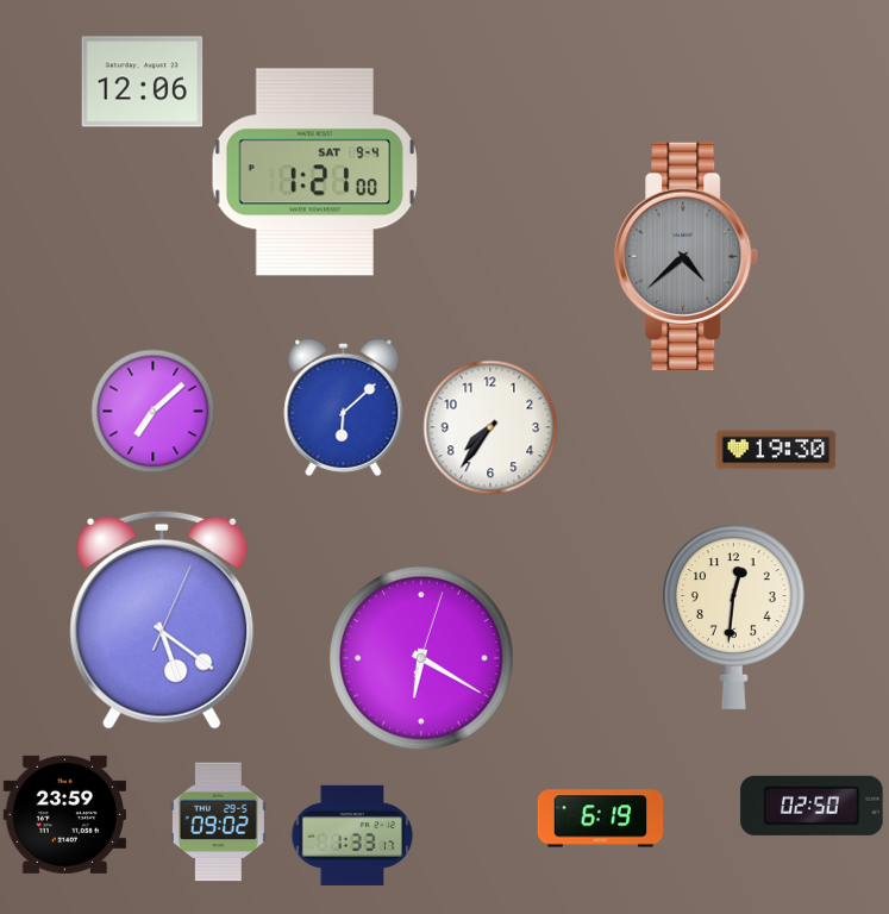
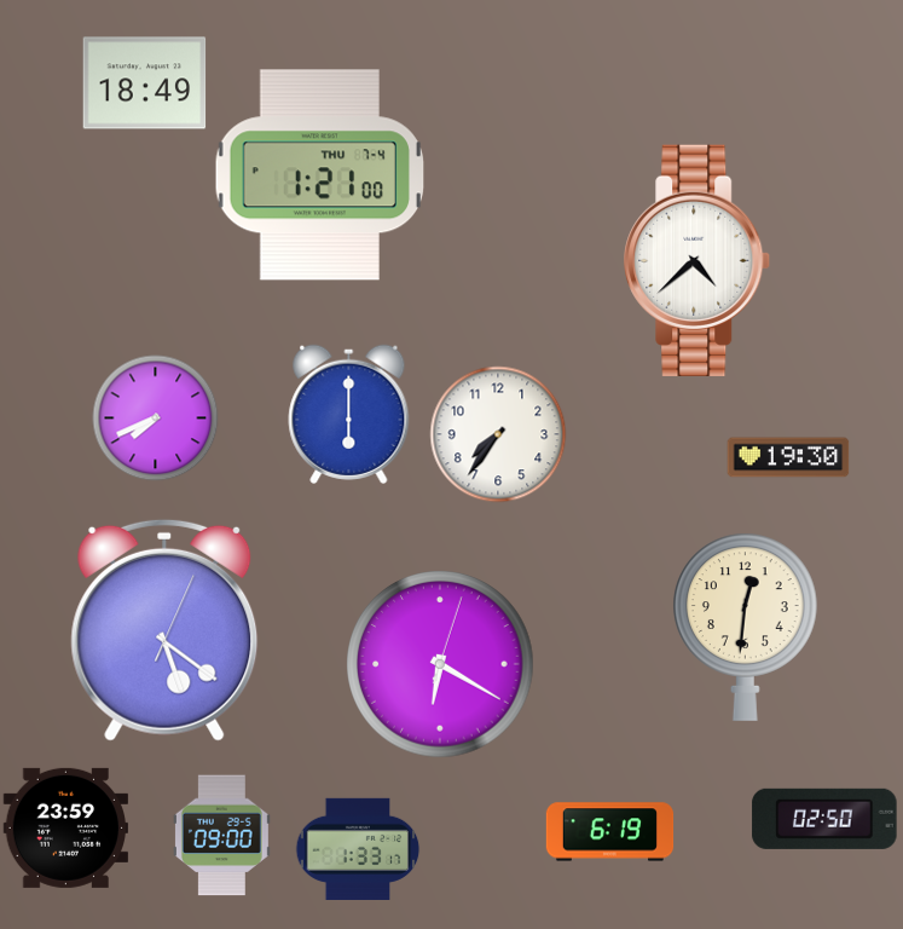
clock at (143, 82): 12:06 -> 18:49
clock at (314, 173) date: SAT 9-4 -> THU 7-4
clock at (687, 256) dial: grey -> white
clock at (344, 407): 6:08 -> 6:00
clock at (154, 412): 7:08 -> 7:41
clock at (421, 658) position: (421, 658) -> (440, 664)
clock at (218, 822): 09:02 -> 09:00
